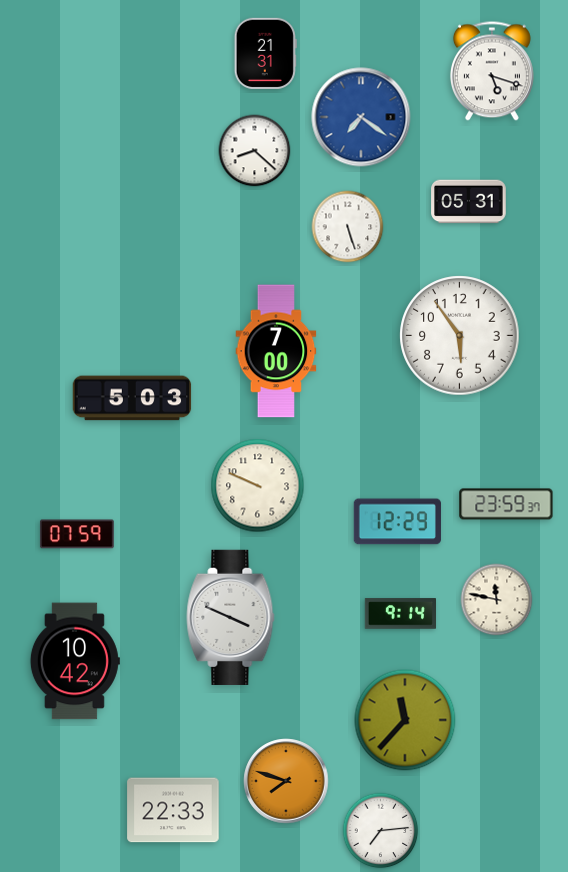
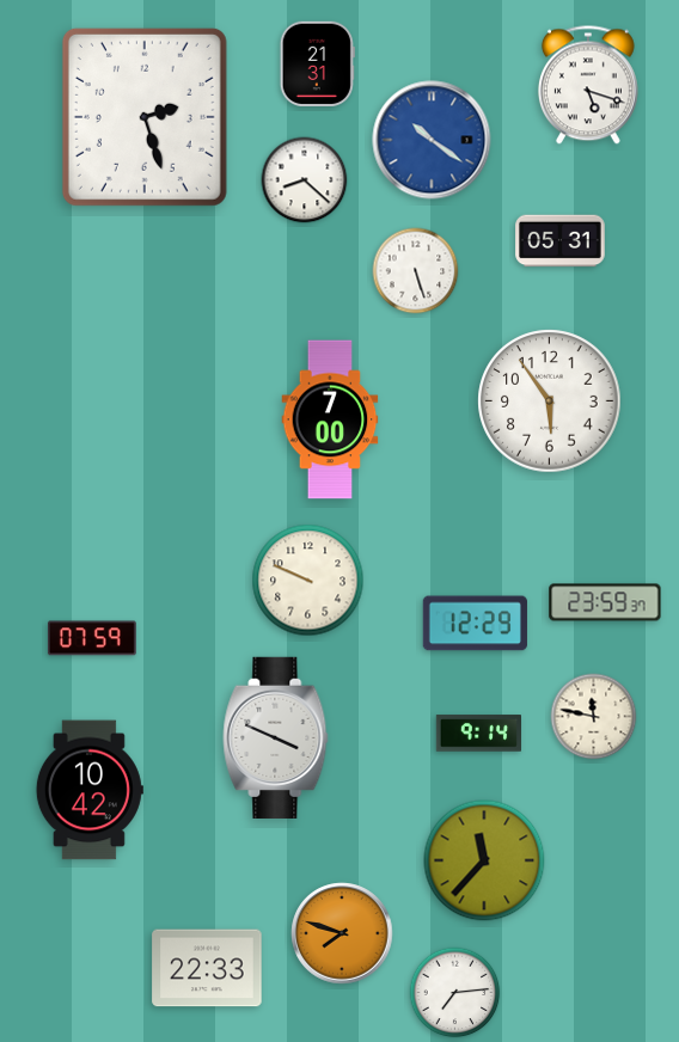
clock at (145, 117): none -> 2:27
clock at (361, 117): 7:21 -> 10:21
clock at (132, 398): 5:03 -> none
